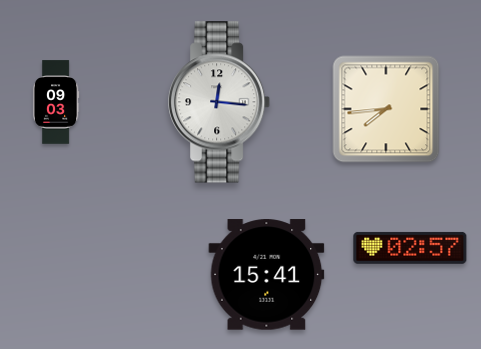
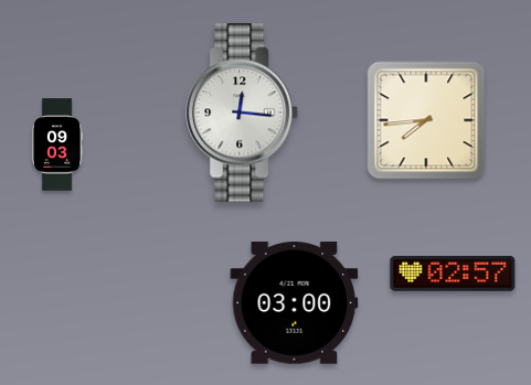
clock at (56, 102) position: (56, 102) -> (57, 145)
clock at (267, 275): 15:41 -> 03:00
